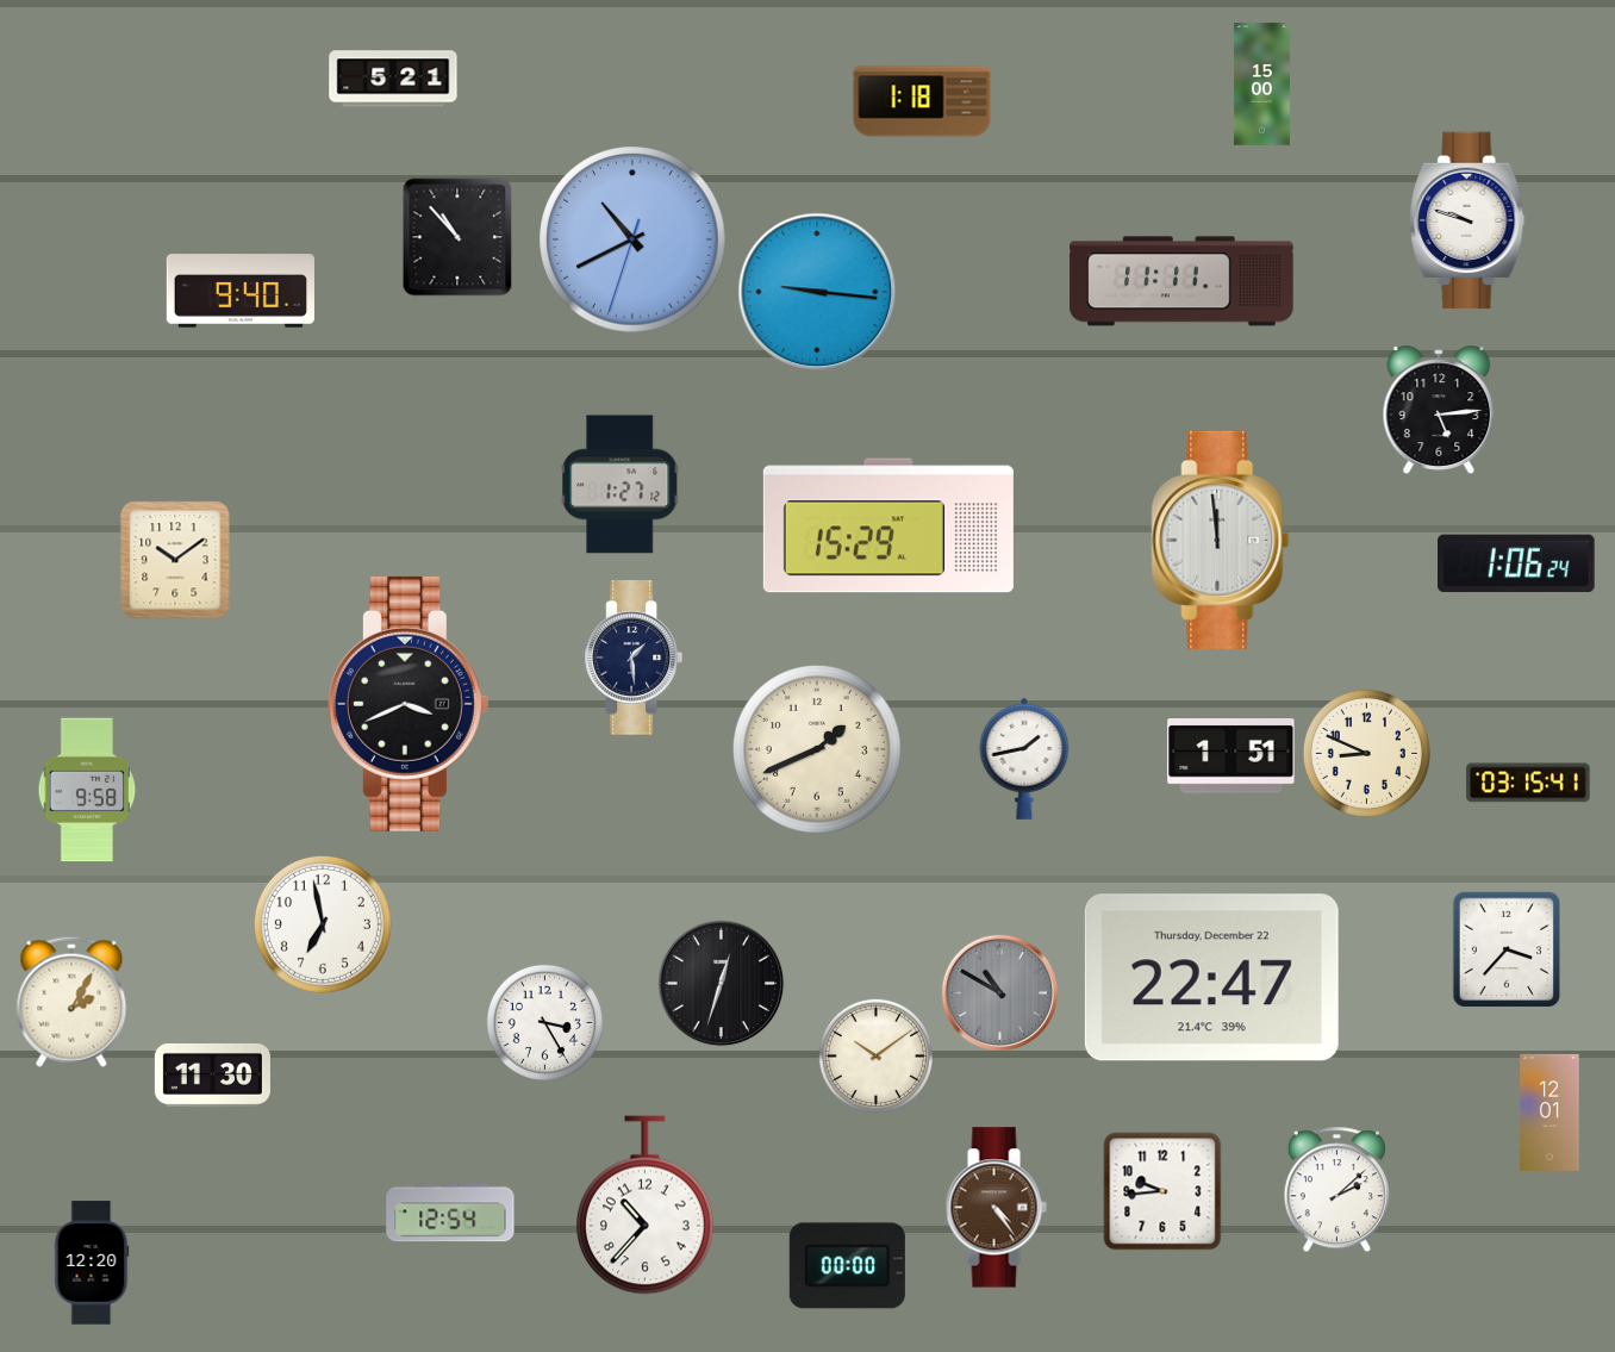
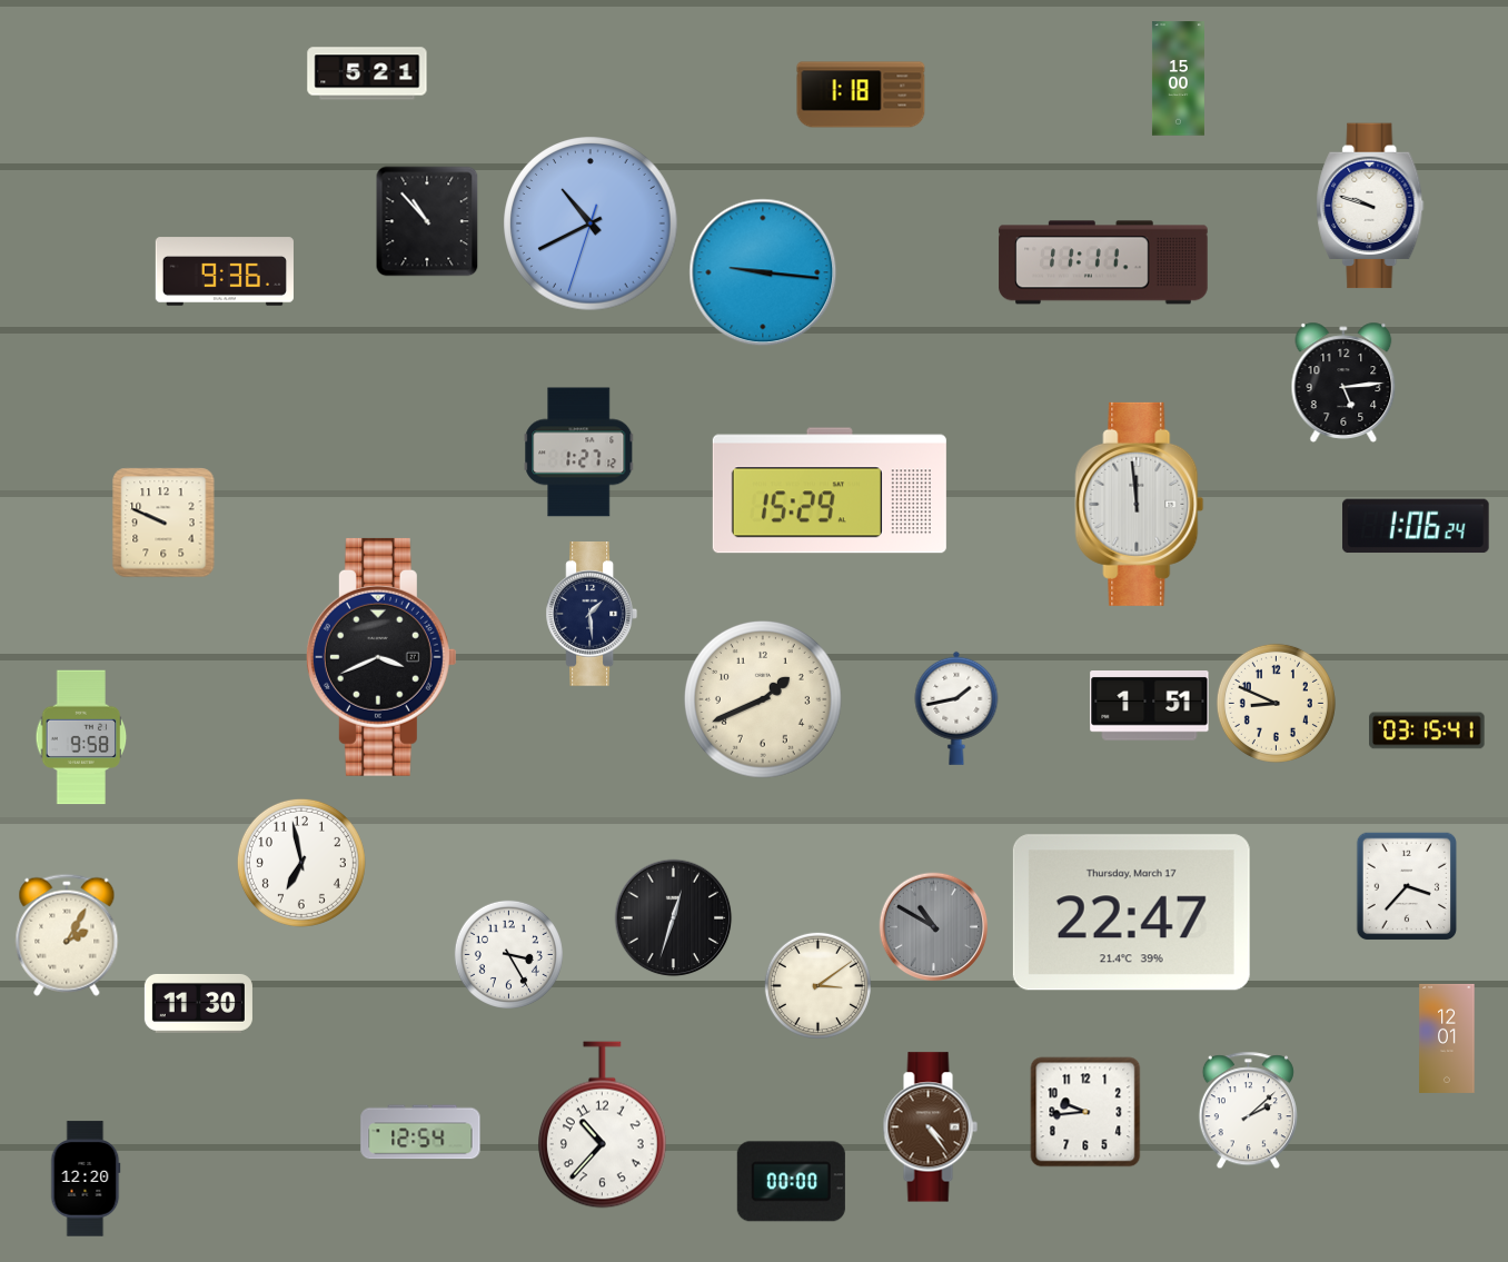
clock at (241, 291): 9:40 -> 9:36
clock at (175, 560): 10:09 -> 9:49
clock at (1211, 978) date: Thursday, December 22 -> Thursday, March 17
clock at (875, 1055): 10:09 -> 3:09
